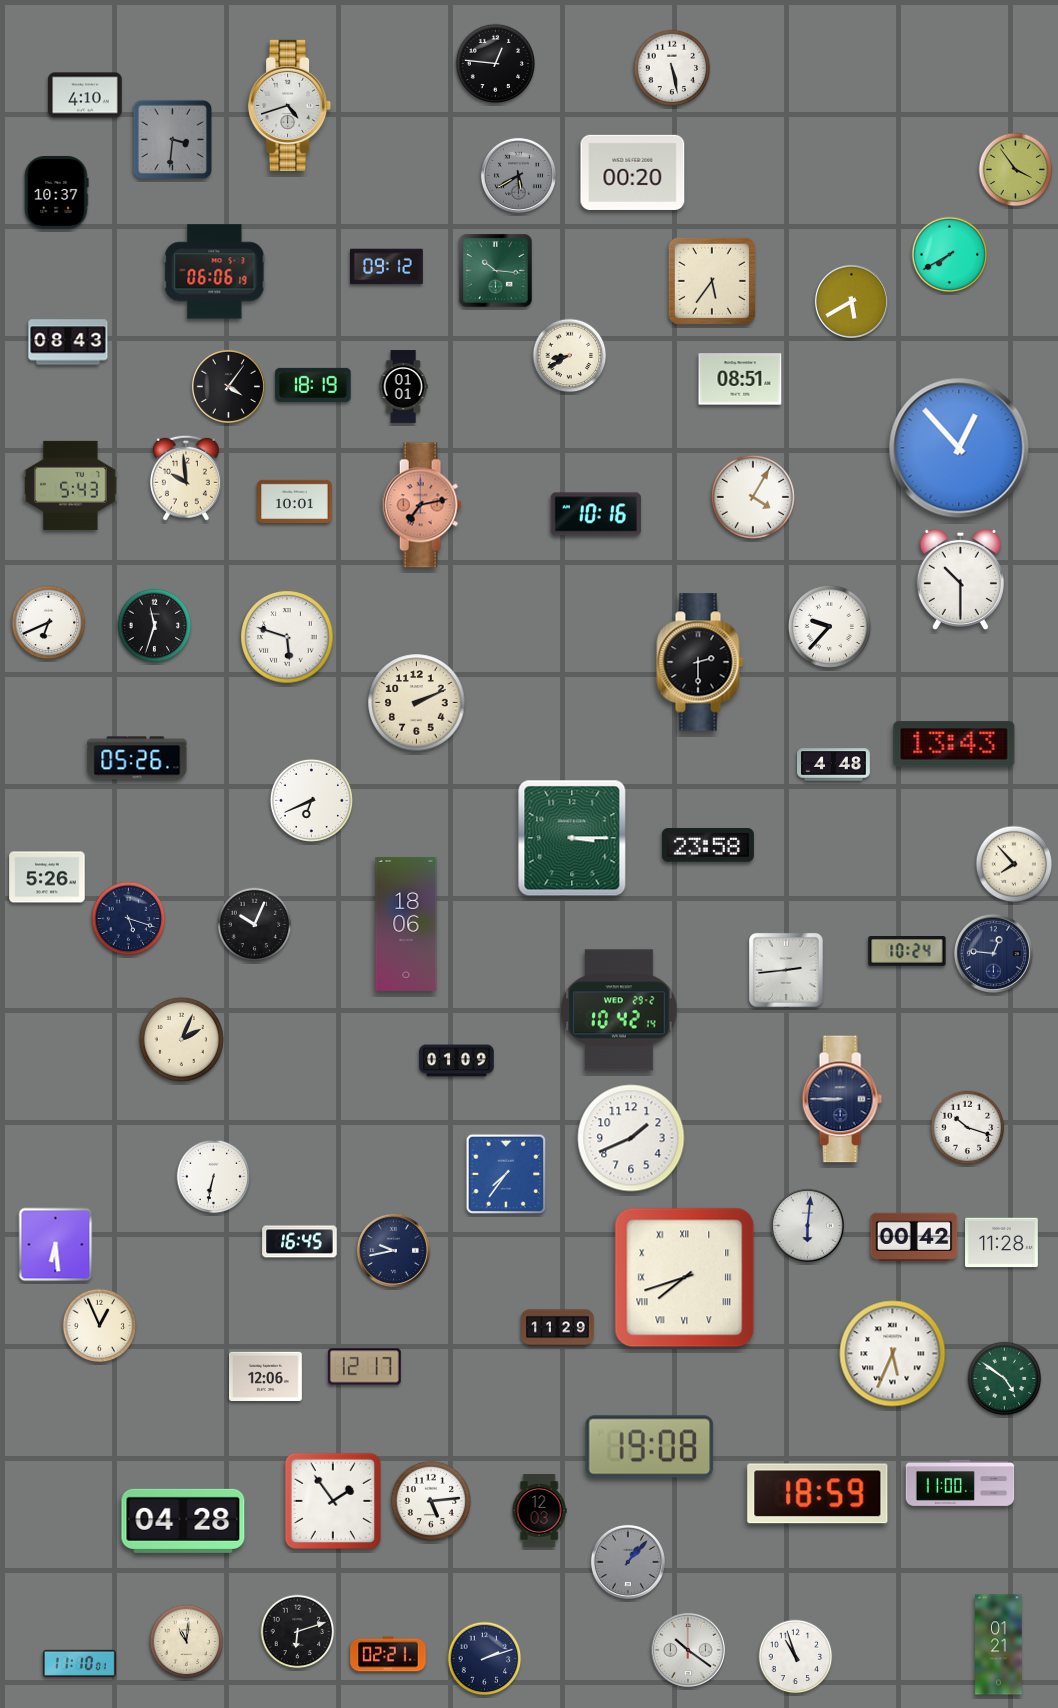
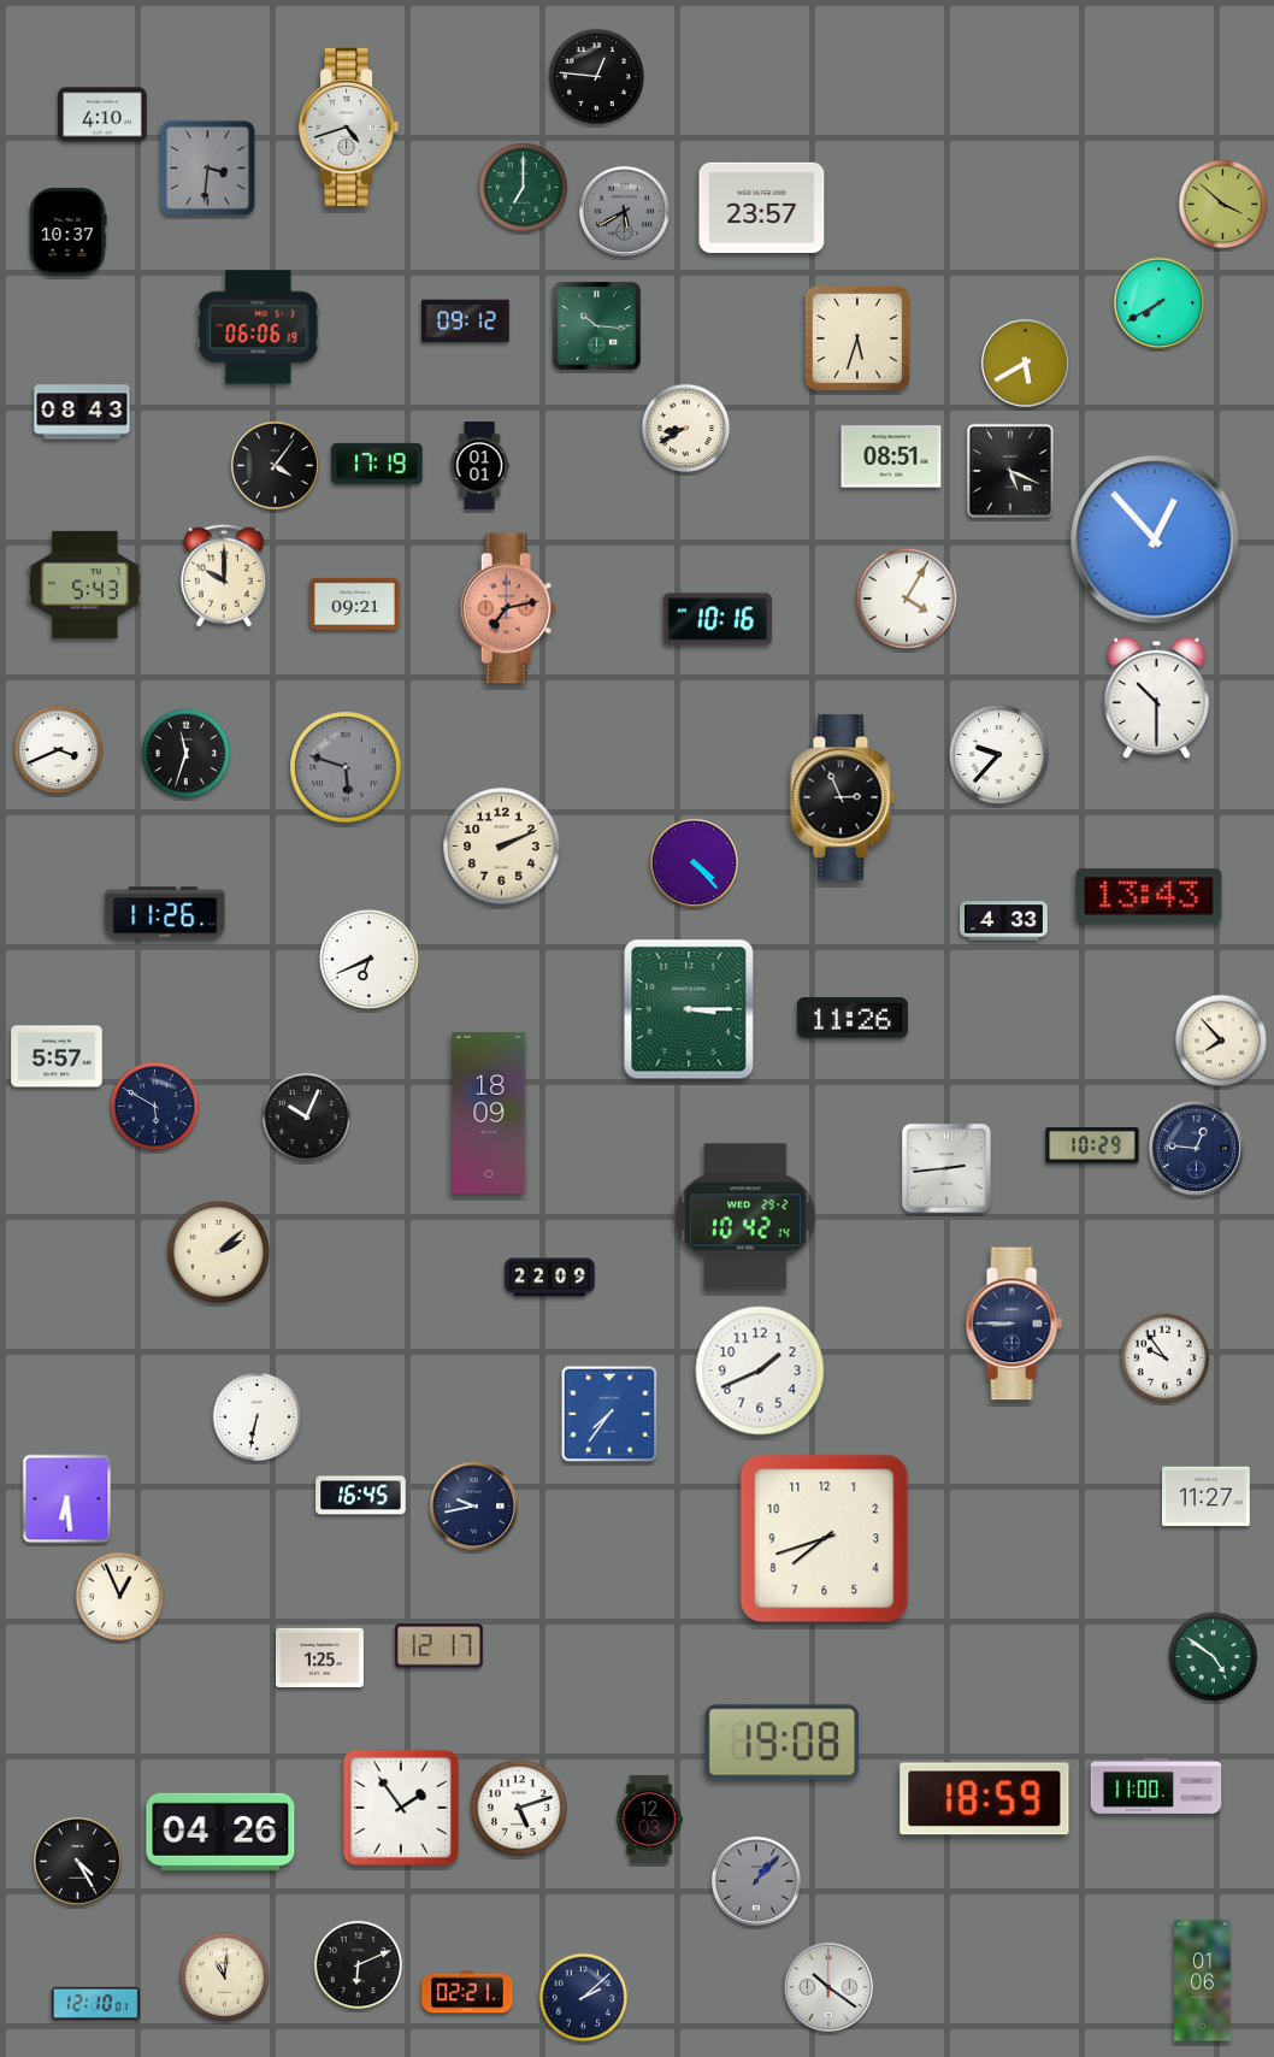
clock at (672, 68): 5:28 -> none
clock at (524, 188): none -> 7:00
clock at (1016, 170): 3:54 -> 3:52
clock at (633, 172): 00:20 -> 23:57
clock at (950, 255) position: (950, 255) -> (1160, 303)
clock at (712, 281): 5:36 -> 5:33
clock at (313, 385): 18:19 -> 17:19
clock at (403, 387) position: (403, 387) -> (479, 466)
clock at (1010, 471): none -> 5:19
clock at (186, 478): 9:59 -> 10:00
clock at (295, 501): 10:01 -> 09:21
clock at (49, 623): 6:41 -> 3:41
clock at (287, 637) dial: white -> grey
clock at (700, 662): 2:30 -> 2:56
clock at (694, 862): none -> 4:23
clock at (137, 758): 05:26 -> 11:26
clock at (834, 765): 4:48 -> 4:33
clock at (311, 800) position: (311, 800) -> (368, 959)
clock at (708, 845): 23:58 -> 11:26
clock at (47, 877): 5:26 -> 5:57
clock at (129, 919): 5:18 -> 5:50
clock at (406, 924): 18:06 -> 18:09
clock at (255, 925) position: (255, 925) -> (307, 1118)
clock at (907, 952): 10:24 -> 10:29
clock at (181, 1039): 2:04 -> 2:08
clock at (457, 1061): 01:09 -> 22:09
clock at (968, 1128): 10:18 -> 9:54
clock at (807, 1225): 6:01 -> none
clock at (914, 1236): 00:42 -> none
clock at (1002, 1243): 11:28 -> 11:27
clock at (685, 1278) numerals: Roman -> Arabic
clock at (558, 1328): 11:29 -> none
clock at (893, 1354): 5:34 -> none
clock at (266, 1377): 12:06 -> 1:25
clock at (1005, 1379) position: (1005, 1379) -> (1214, 1657)
clock at (430, 1500): 5:14 -> 5:12
clock at (183, 1521): 04:28 -> 04:26
clock at (77, 1861): none -> 4:25
clock at (298, 1632): 6:12 -> 6:11
clock at (999, 1645): 01:21 -> 01:06
clock at (796, 1657): 10:57 -> none
clock at (485, 1659): 2:12 -> 2:08
clock at (80, 1663): 11:10 -> 12:10
